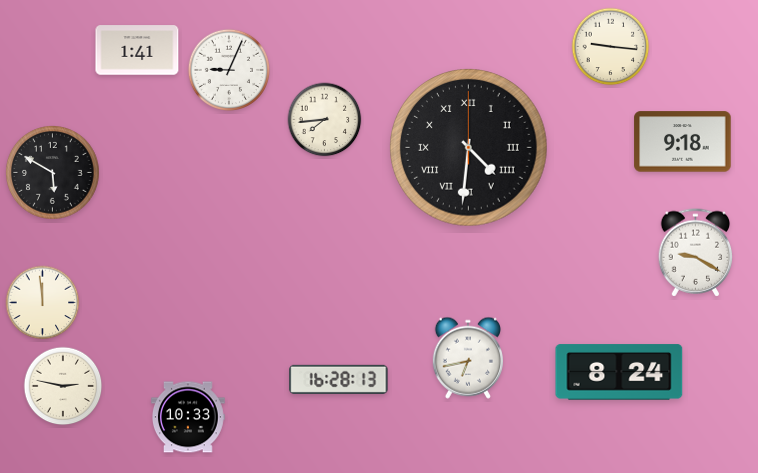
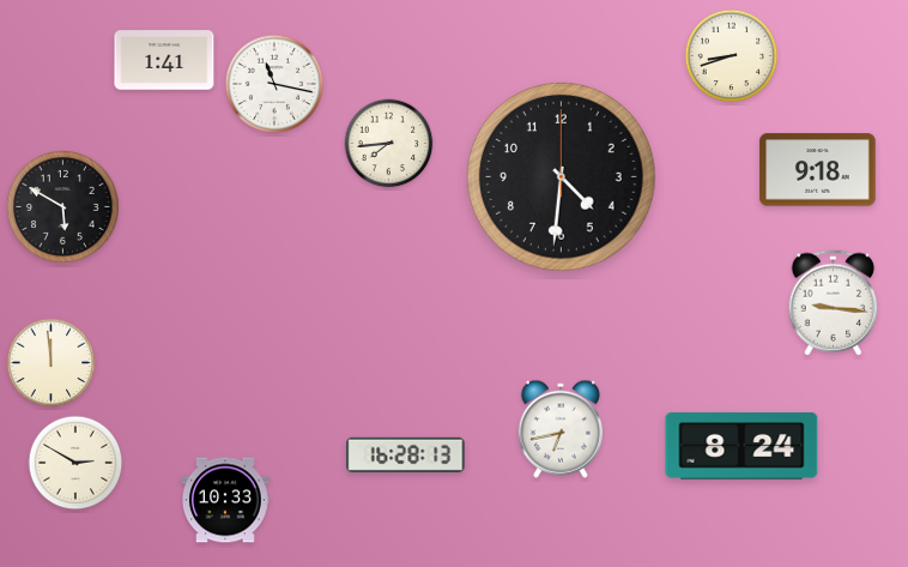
clock at (611, 47): 9:16 -> 8:42
clock at (228, 69): 9:04 -> 11:17
clock at (469, 148) numerals: Roman -> Arabic
clock at (696, 253): 9:20 -> 9:16
clock at (63, 386): 2:47 -> 2:50
